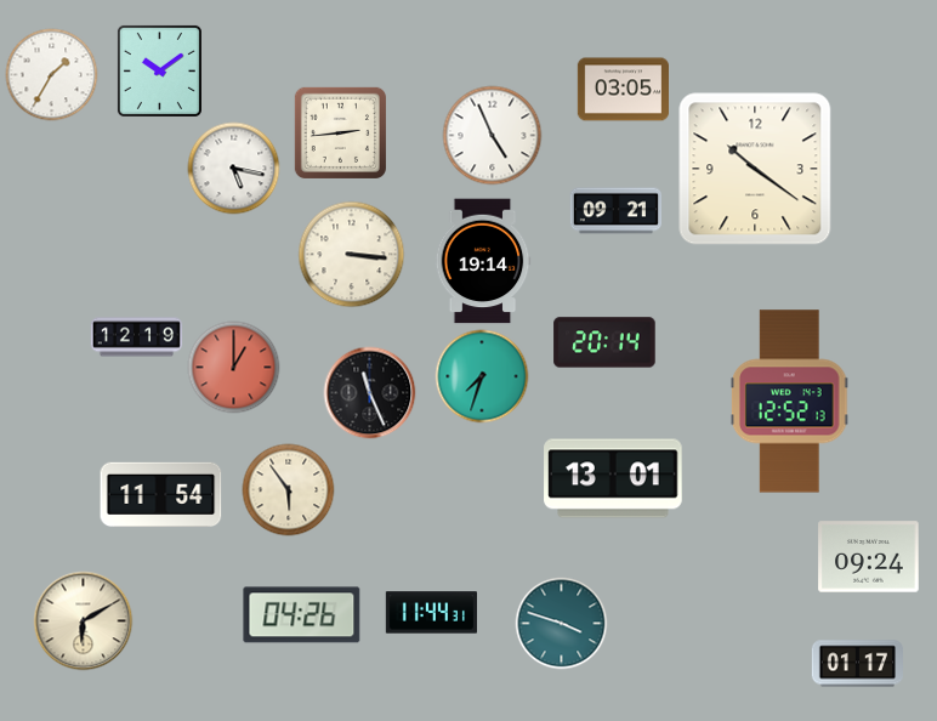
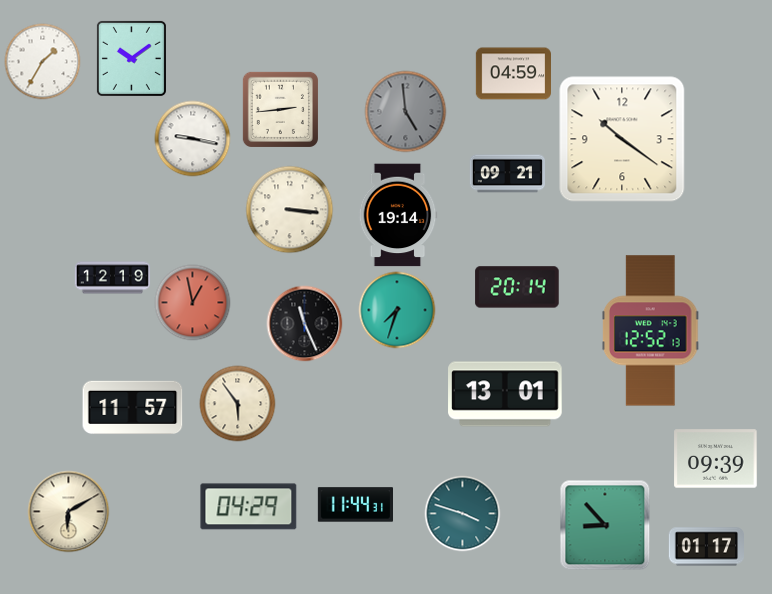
clock at (623, 90): 03:05 -> 04:59
clock at (493, 136): 4:56 -> 4:59
clock at (493, 136) dial: white -> grey
clock at (234, 169): 5:17 -> 9:17
clock at (604, 342) position: (604, 342) -> (517, 287)
clock at (234, 368): 1:00 -> 12:58
clock at (161, 495): 11:54 -> 11:57
clock at (869, 557): 09:24 -> 09:39
clock at (302, 615): 04:26 -> 04:29
clock at (605, 525): none -> 8:53
